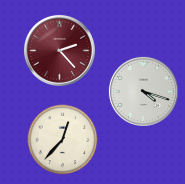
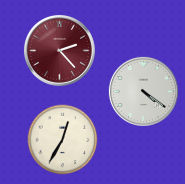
clock at (143, 91): 4:18 -> 4:21
clock at (63, 140): 12:37 -> 12:35
